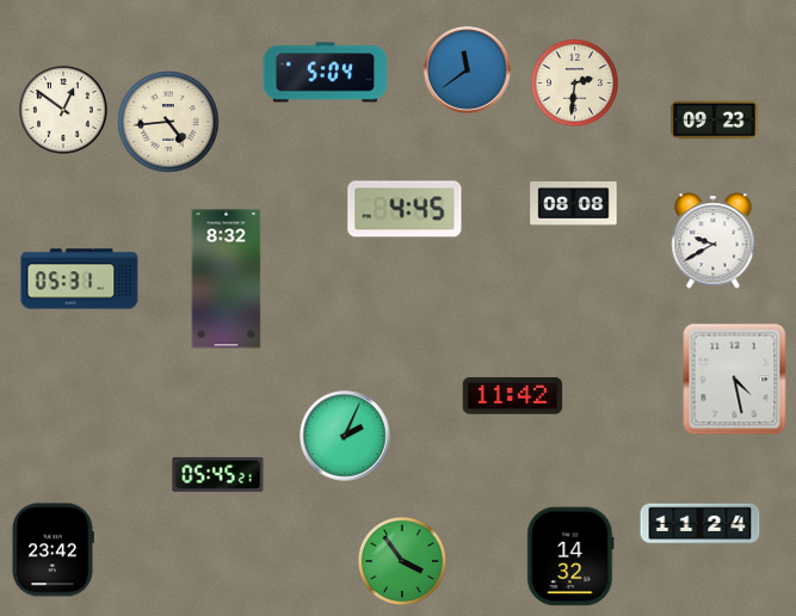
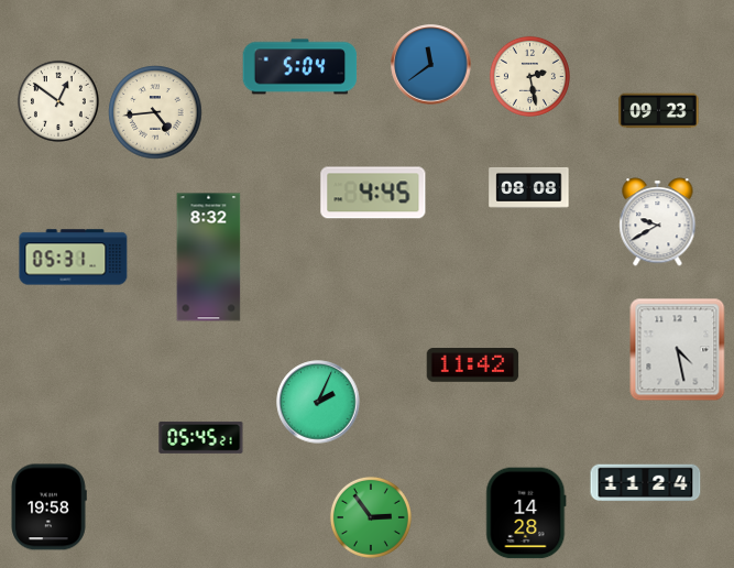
clock at (574, 82): 2:31 -> 2:28
clock at (53, 550): 23:42 -> 19:58
clock at (570, 556): 14:32 -> 14:28
clock at (402, 561): 3:54 -> 2:54
